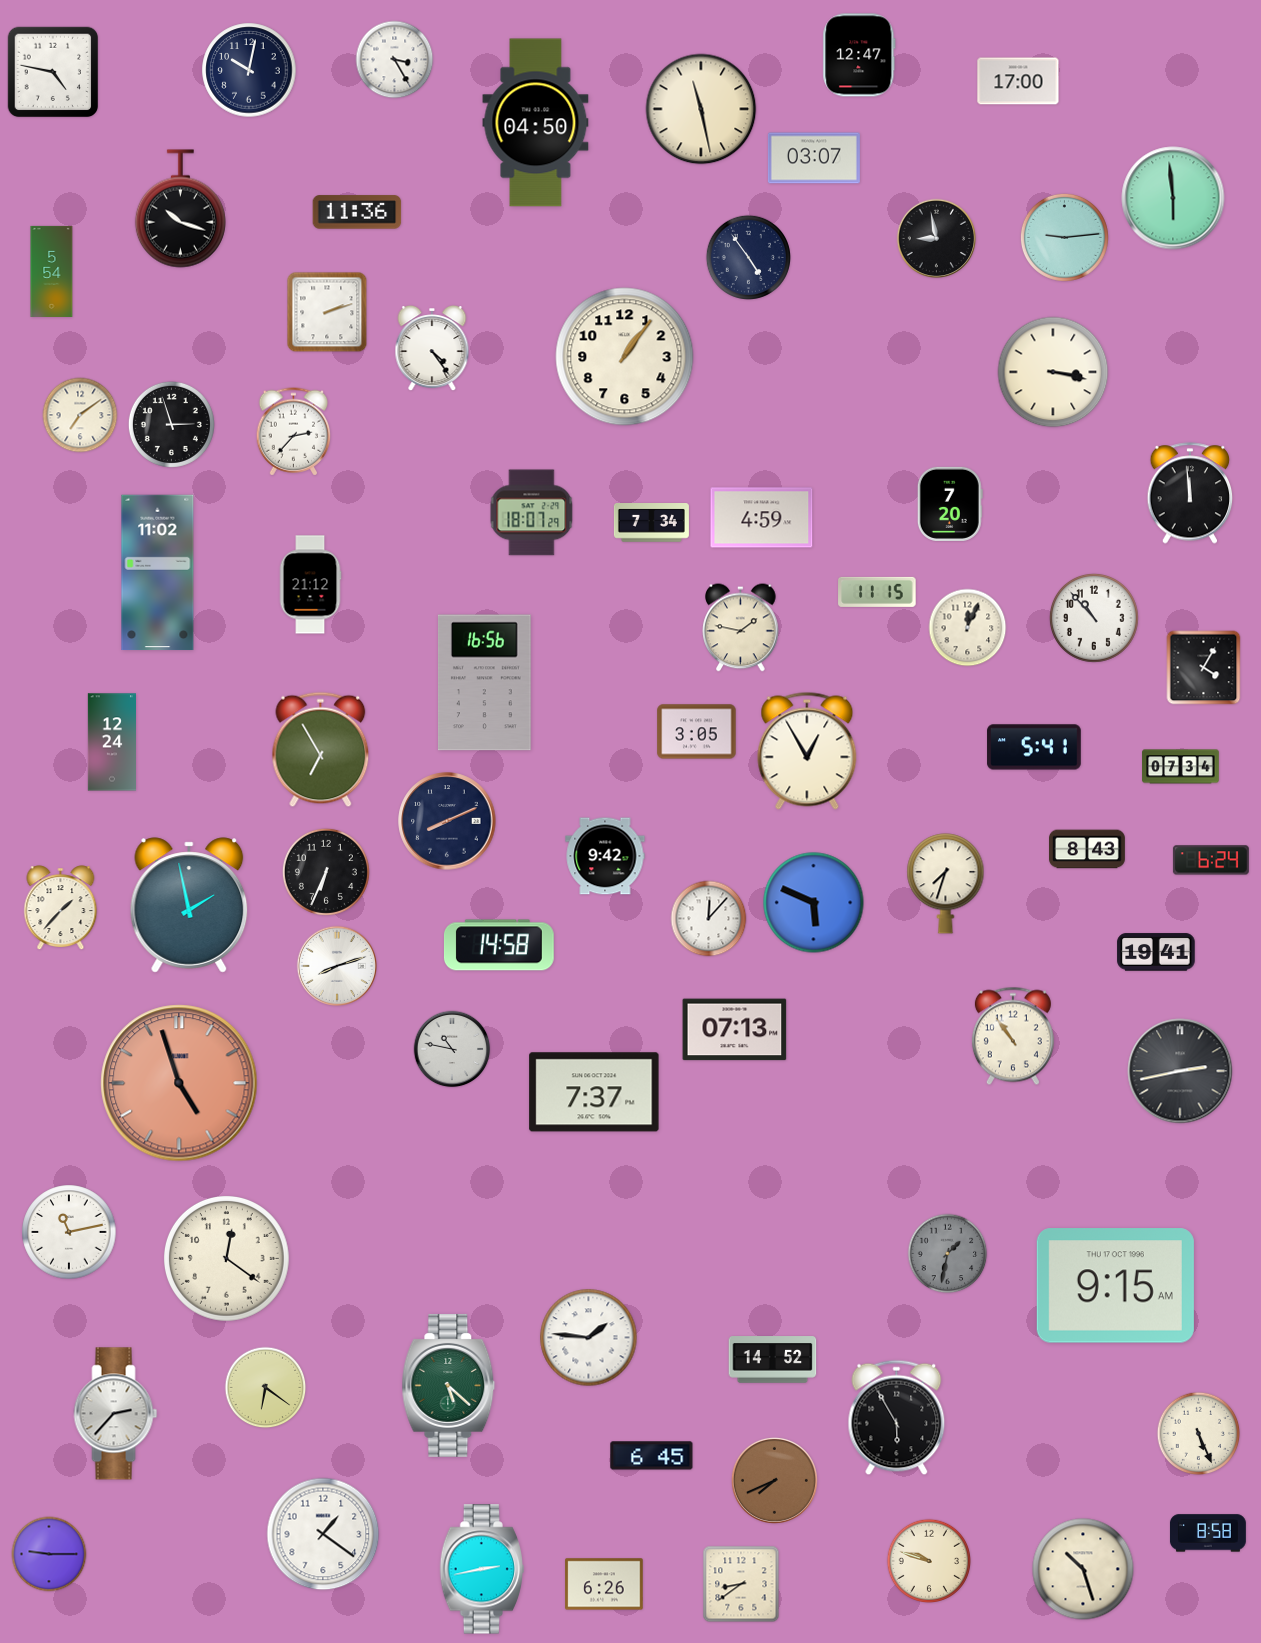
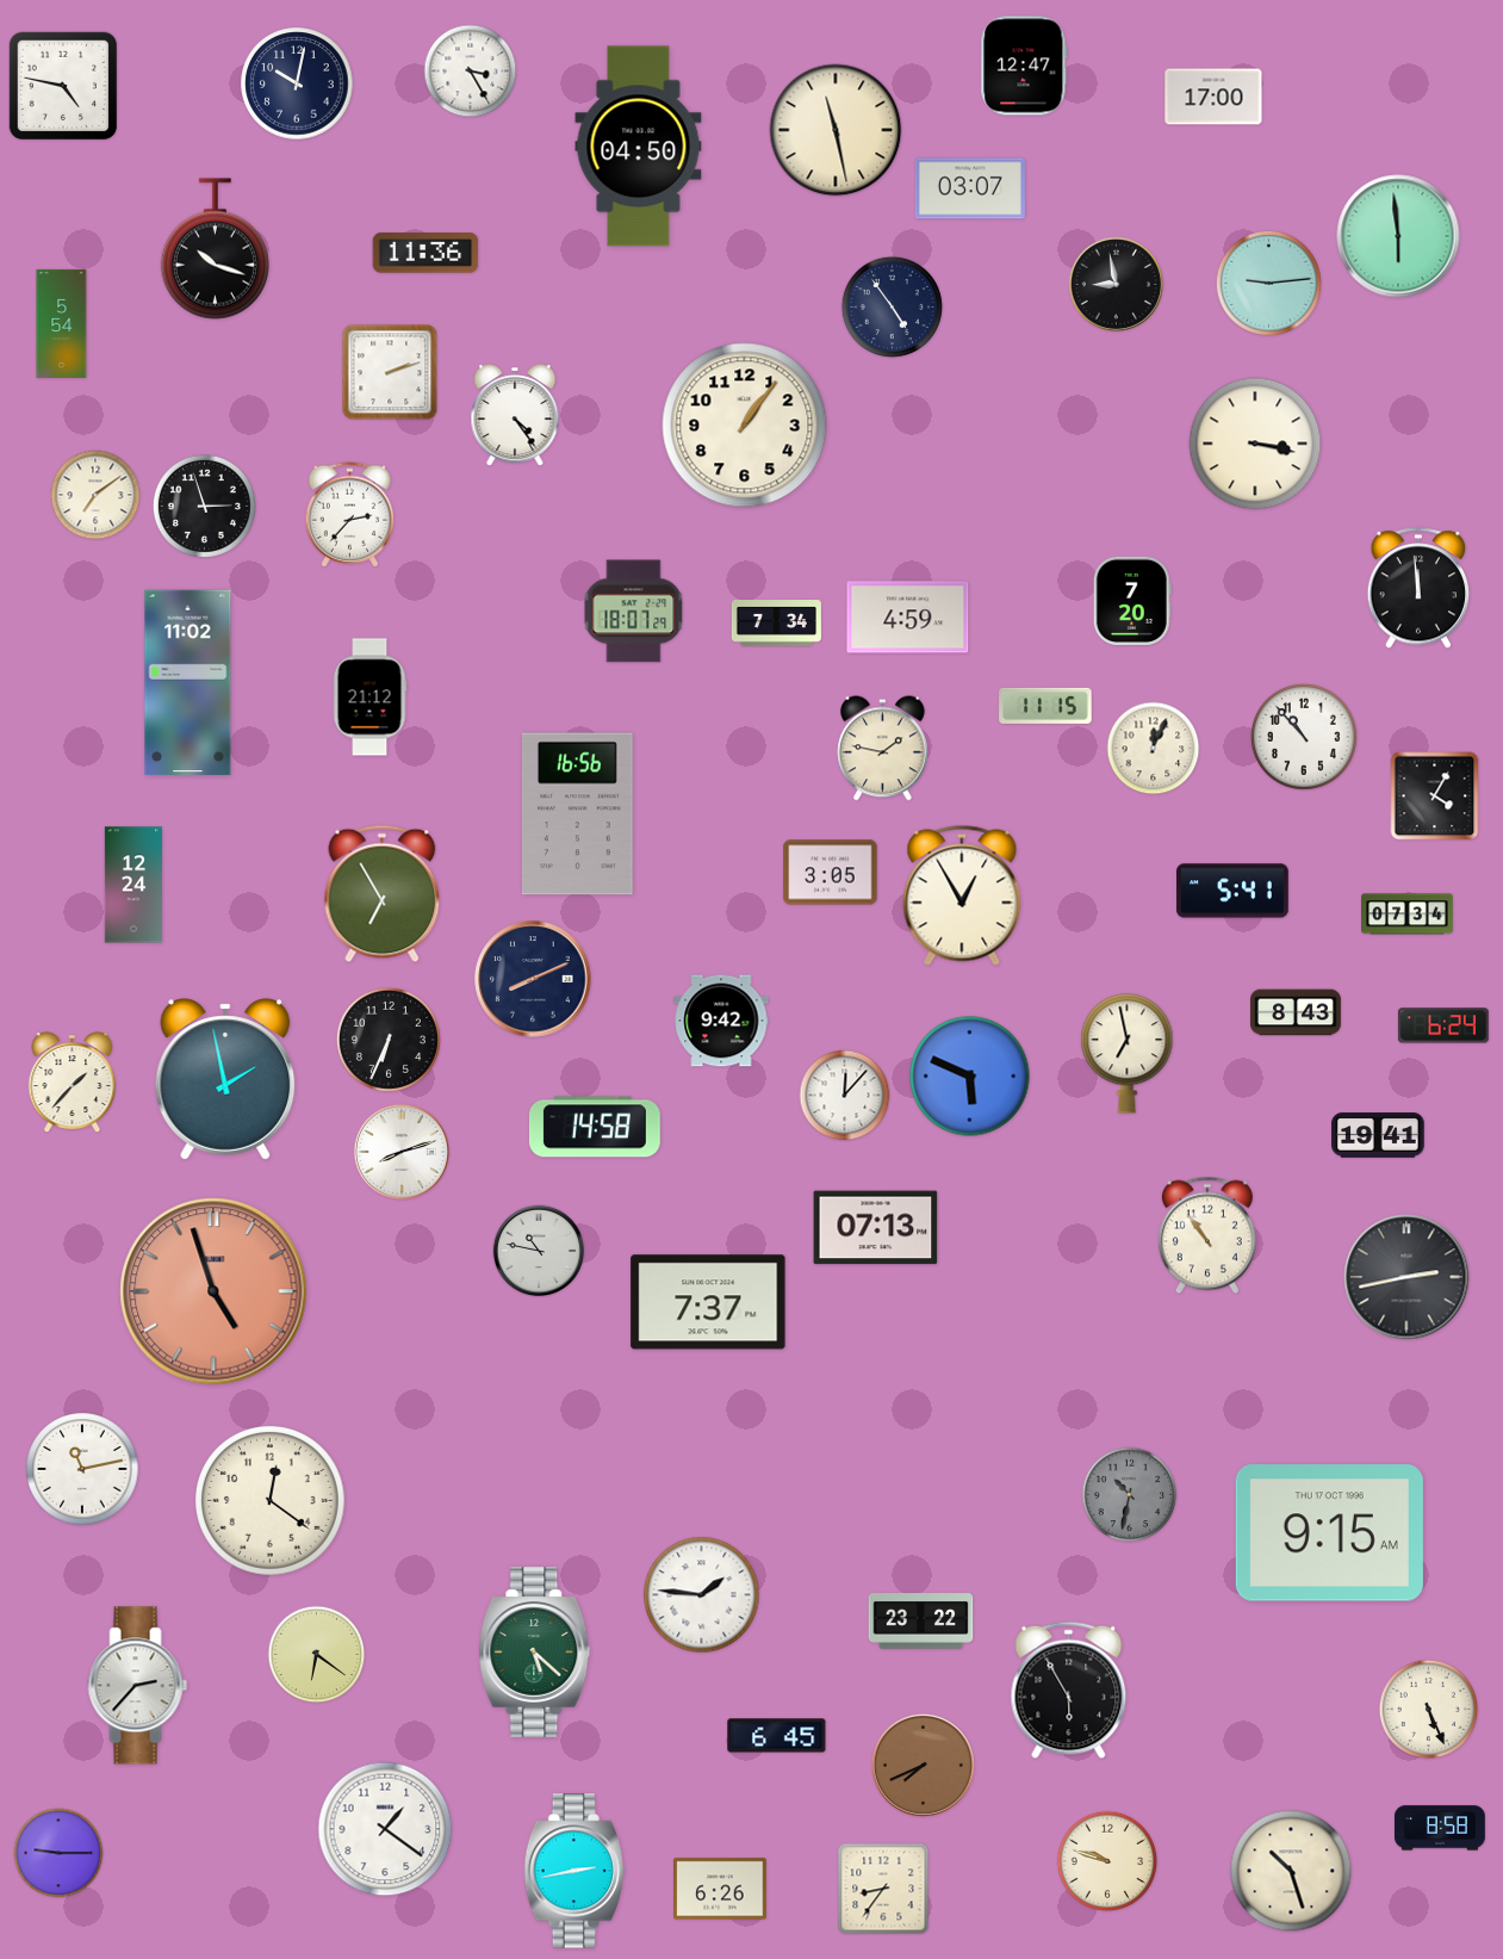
clock at (946, 884): 7:33 -> 6:58
clock at (948, 1254): 1:32 -> 10:32
clock at (773, 1360): 14:52 -> 23:22
clock at (741, 1584): 8:39 -> 8:36
